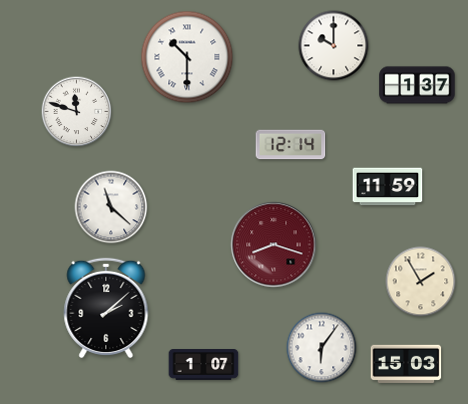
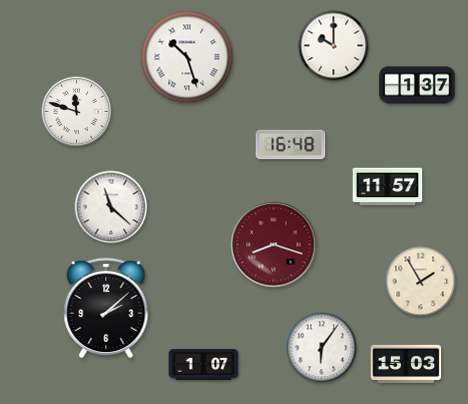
clock at (187, 57): 10:30 -> 10:27
clock at (291, 145): 12:14 -> 16:48
clock at (388, 187): 11:59 -> 11:57
